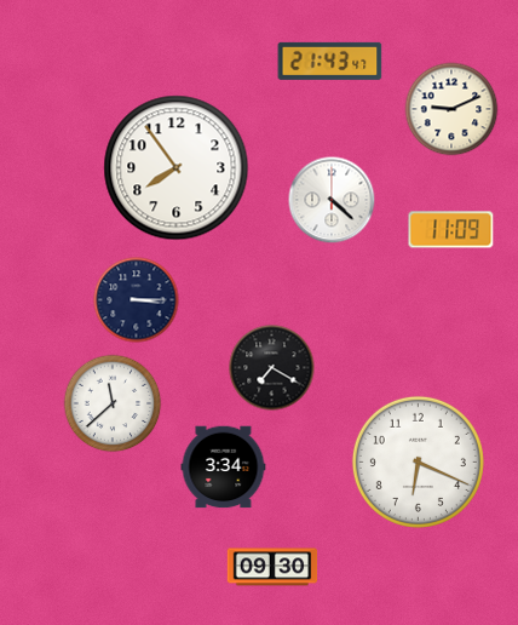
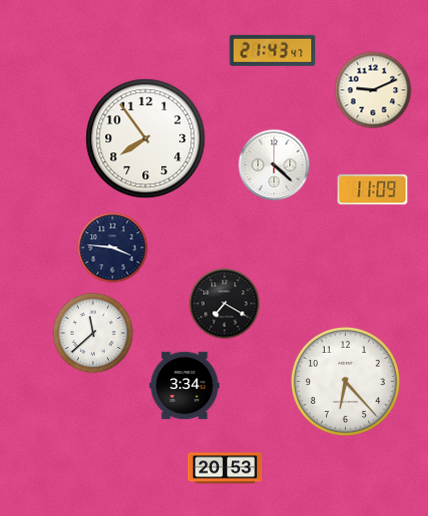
clock at (137, 300): 3:15 -> 3:46
clock at (418, 461): 6:19 -> 6:23
clock at (272, 567): 09:30 -> 20:53
